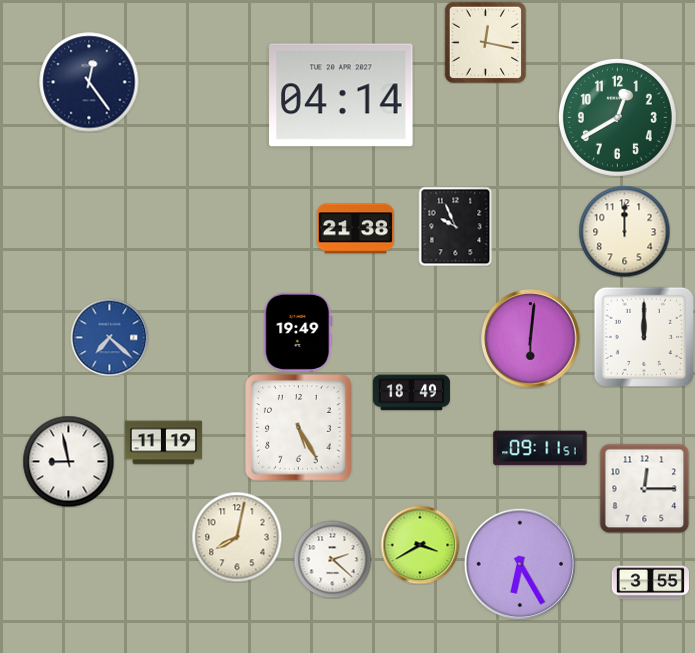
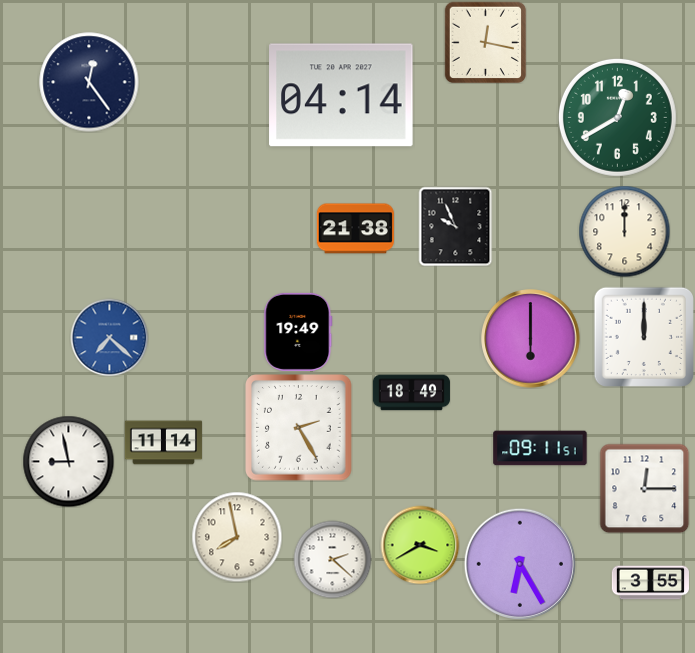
clock at (531, 339): 6:01 -> 6:00
clock at (299, 428): 5:25 -> 2:25
clock at (163, 443): 11:19 -> 11:14
clock at (237, 537): 8:02 -> 7:58
